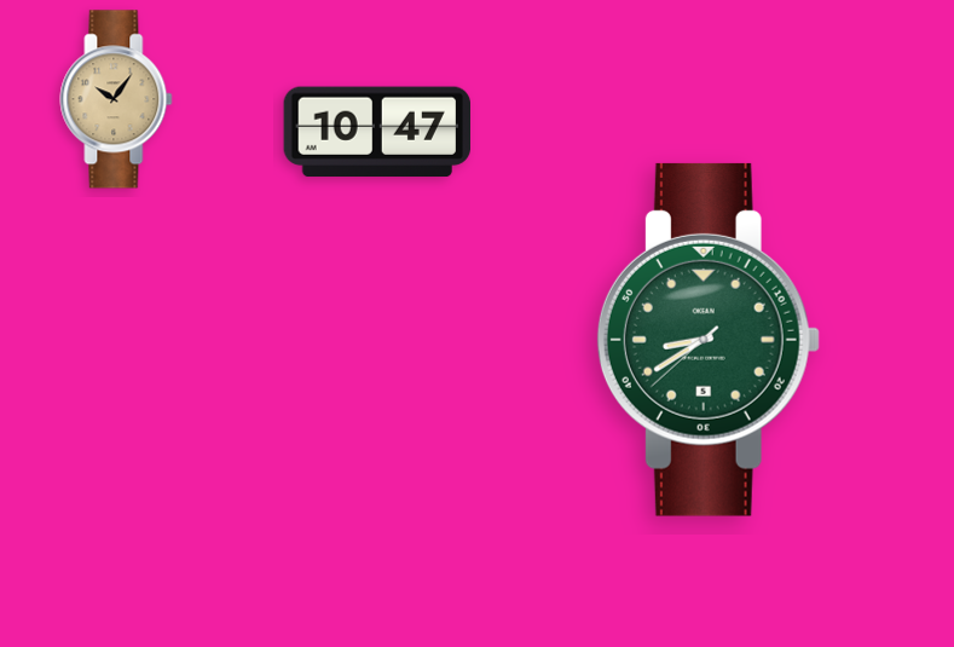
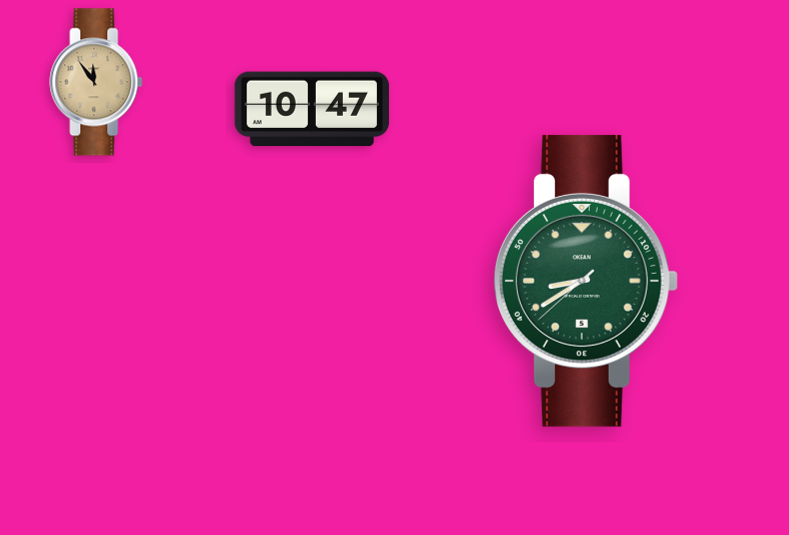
clock at (116, 99): 10:06 -> 11:54
